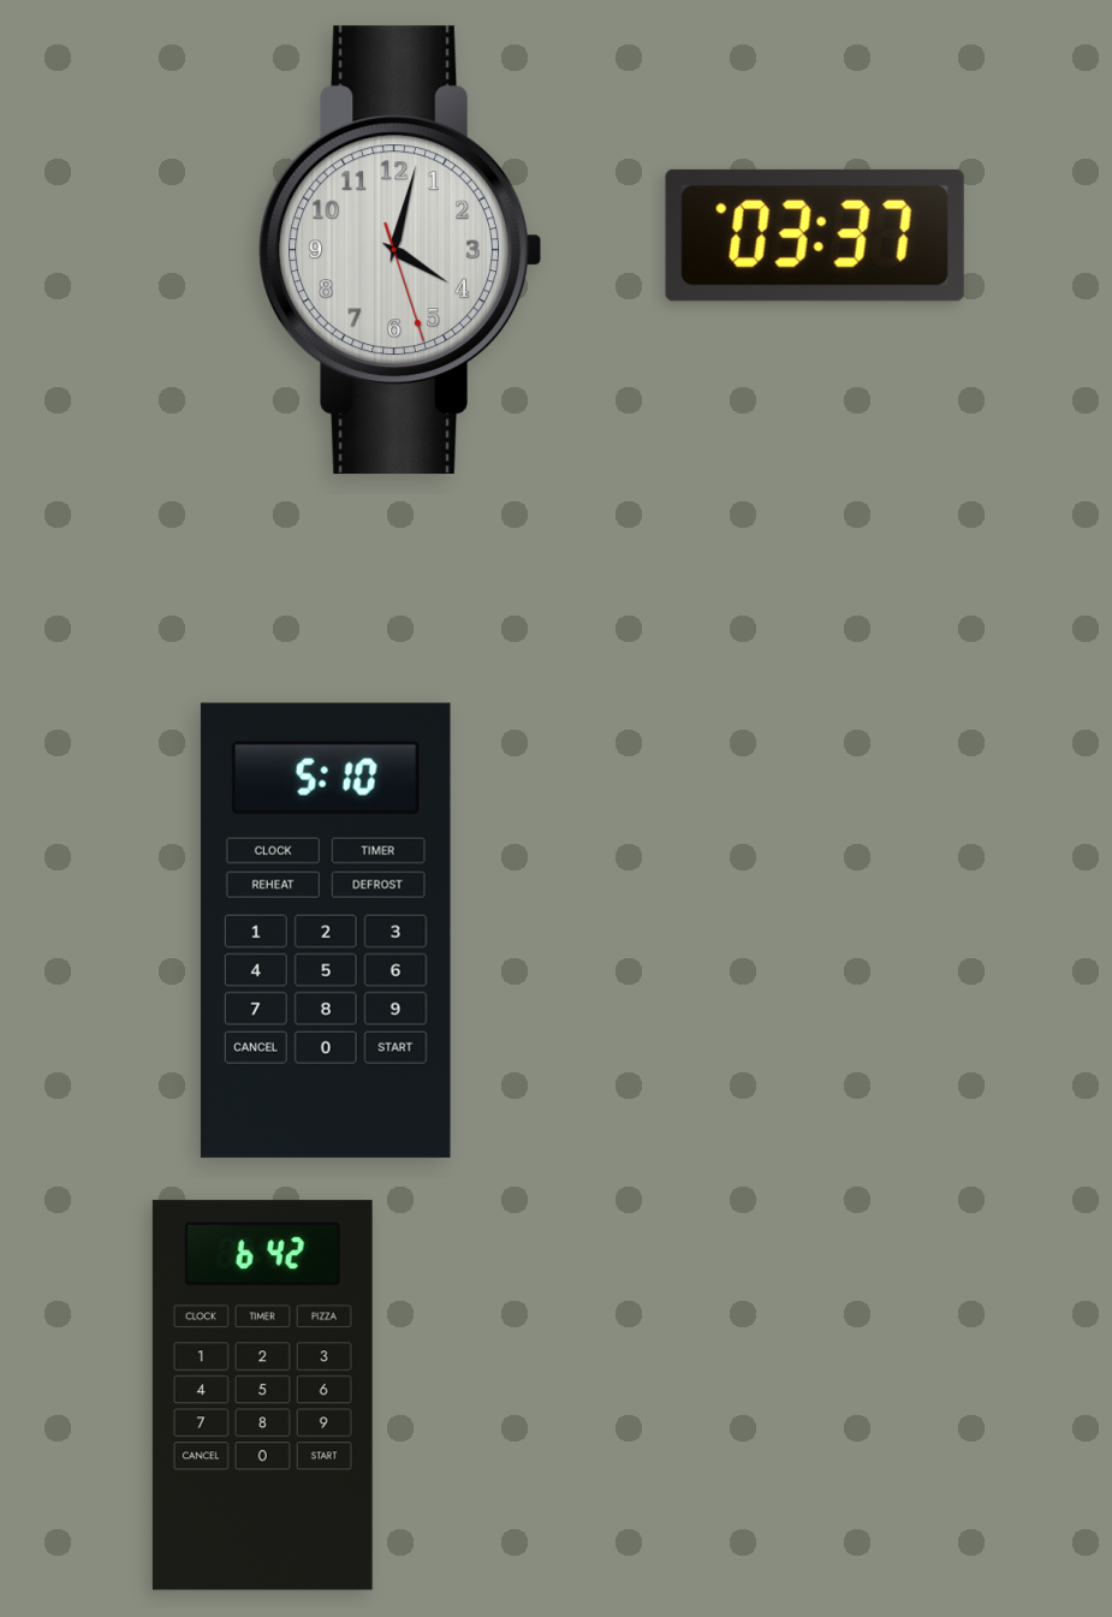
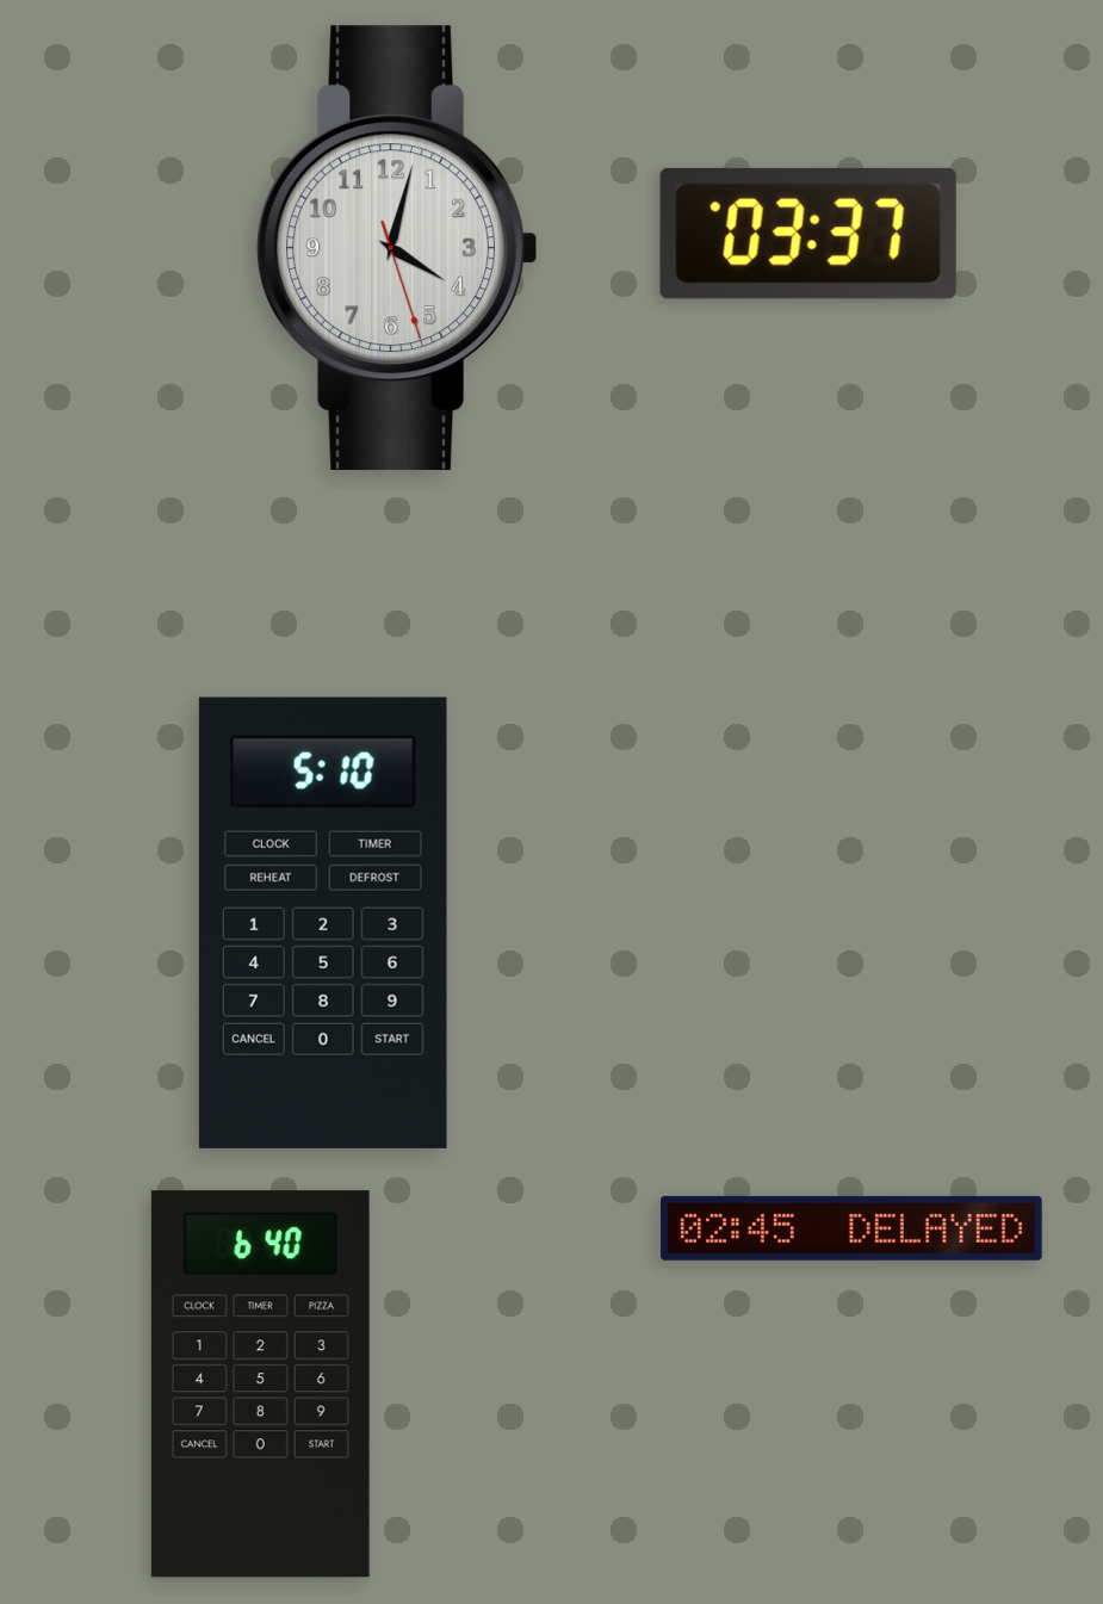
clock at (853, 1228): none -> 02:45
clock at (262, 1396): 6:42 -> 6:40
